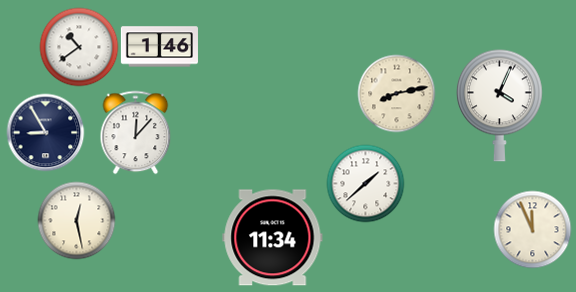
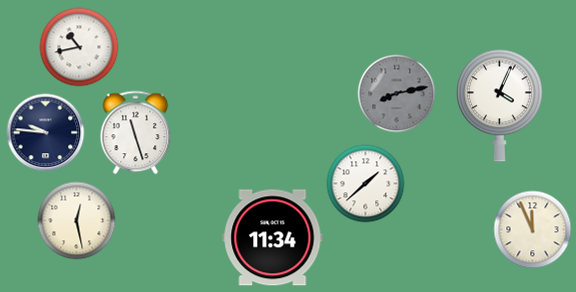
clock at (79, 47): 10:39 -> 10:43
clock at (159, 47): 1:46 -> none
clock at (396, 93) dial: cream -> grey
clock at (45, 132): 8:55 -> 9:46
clock at (136, 132): 12:07 -> 11:27
